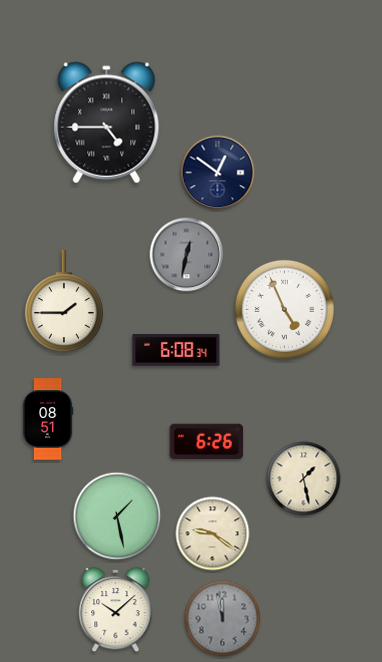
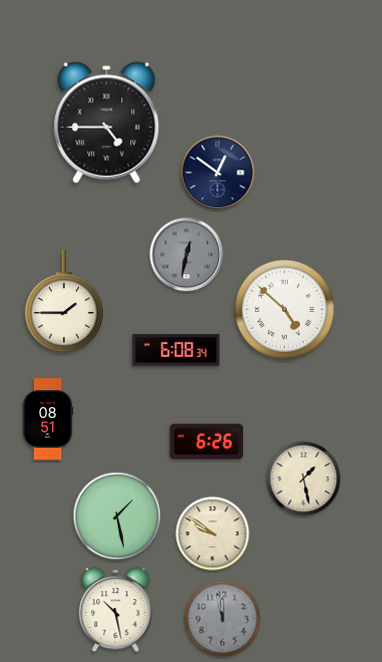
clock at (284, 309): 4:56 -> 4:52
clock at (213, 534): 9:21 -> 9:51
clock at (116, 610): 10:08 -> 10:28
